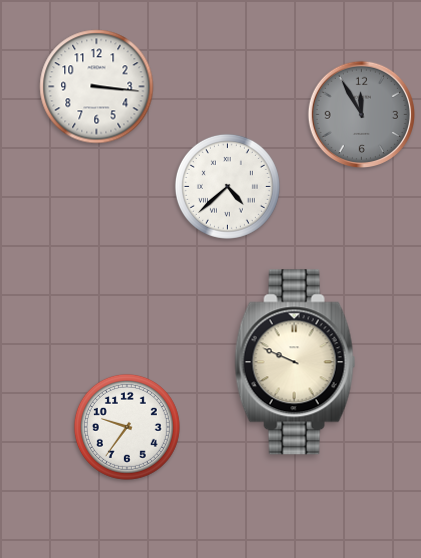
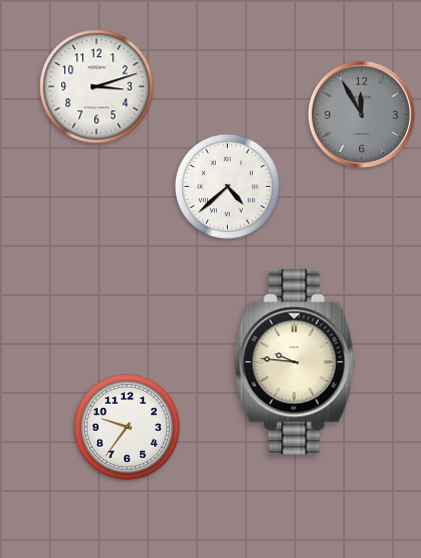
clock at (97, 87): 3:16 -> 3:12
clock at (295, 362): 9:49 -> 9:46
